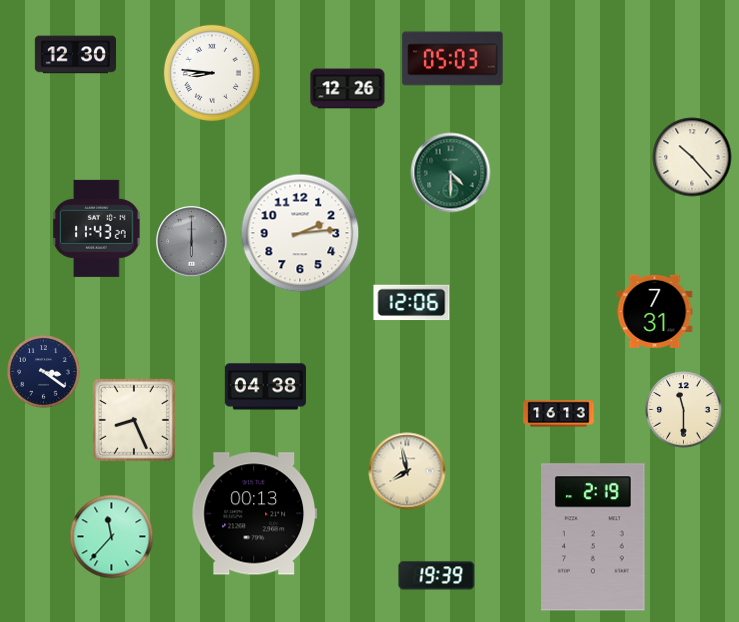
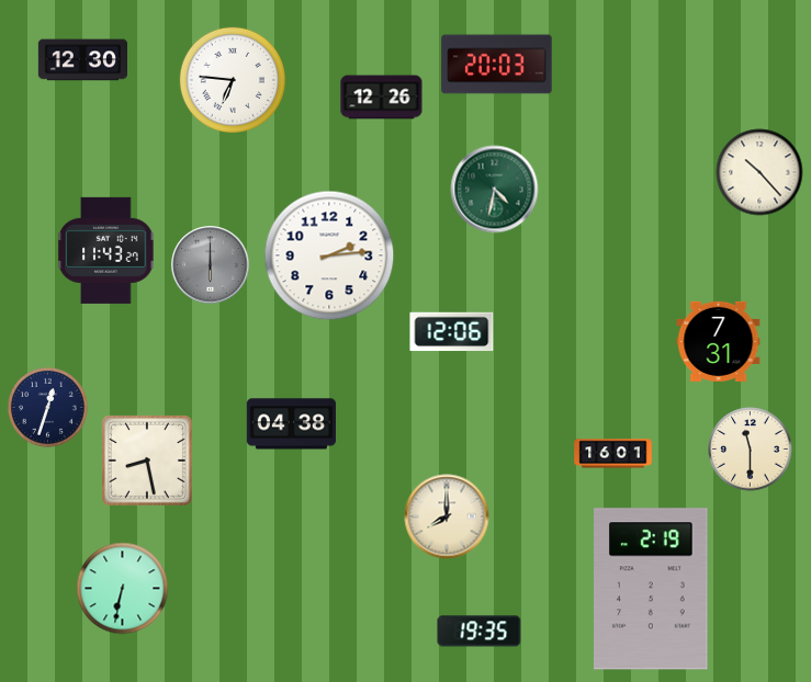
clock at (453, 59): 05:03 -> 20:03
clock at (212, 73): 8:46 -> 6:46
clock at (451, 173): 4:30 -> 4:32
clock at (44, 372): 3:21 -> 12:33
clock at (559, 414): 16:13 -> 16:01
clock at (134, 420): 8:26 -> 8:28
clock at (407, 471): 7:58 -> 8:00
clock at (254, 514): 00:13 -> none
clock at (112, 537): 11:37 -> 6:32
clock at (437, 576): 19:39 -> 19:35
